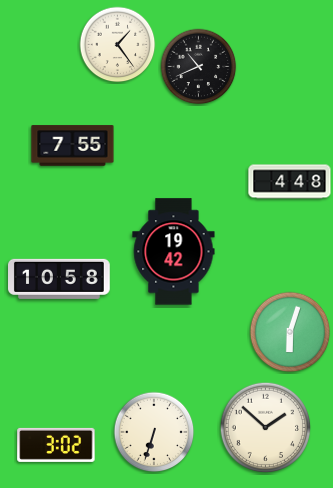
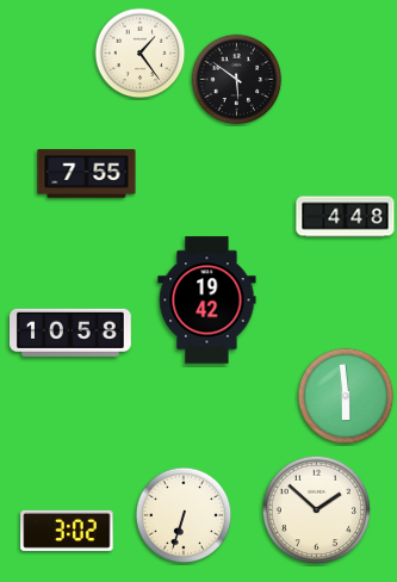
clock at (199, 67): 10:41 -> 5:51
clock at (290, 332): 6:03 -> 5:59
